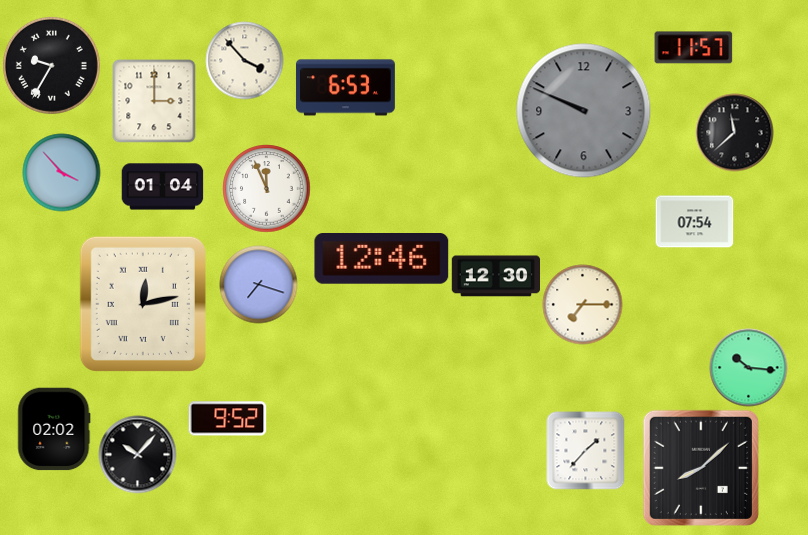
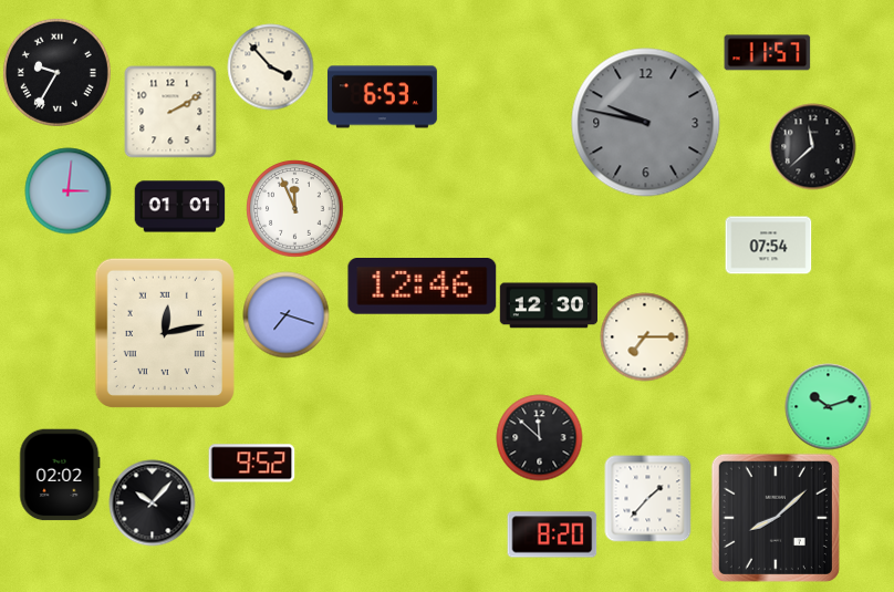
clock at (154, 101): 3:00 -> 2:10
clock at (584, 111): 9:49 -> 9:47
clock at (61, 172): 3:53 -> 3:01
clock at (162, 187): 01:04 -> 01:01
clock at (143, 304) position: (143, 304) -> (165, 333)
clock at (748, 367): 10:16 -> 10:12
clock at (539, 437): none -> 11:52
clock at (552, 534): none -> 8:20
